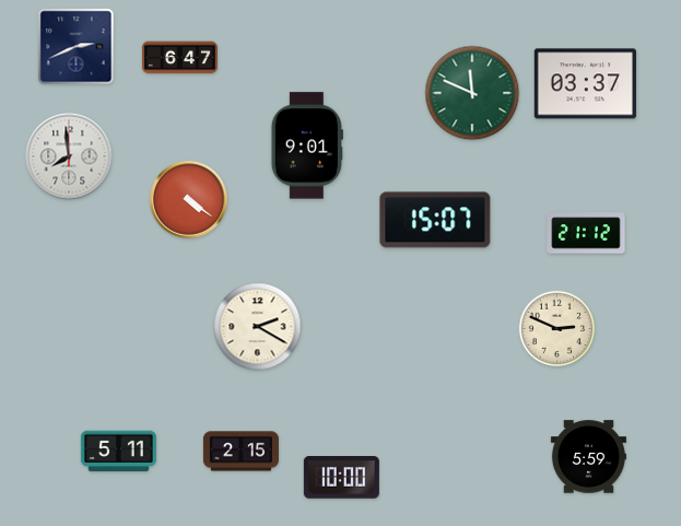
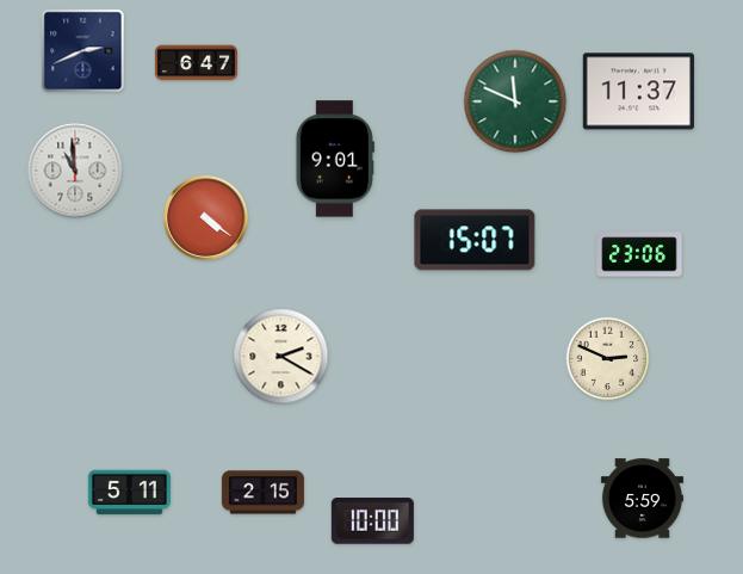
clock at (585, 84): 03:37 -> 11:37
clock at (69, 156): 7:59 -> 10:59
clock at (586, 233): 21:12 -> 23:06
